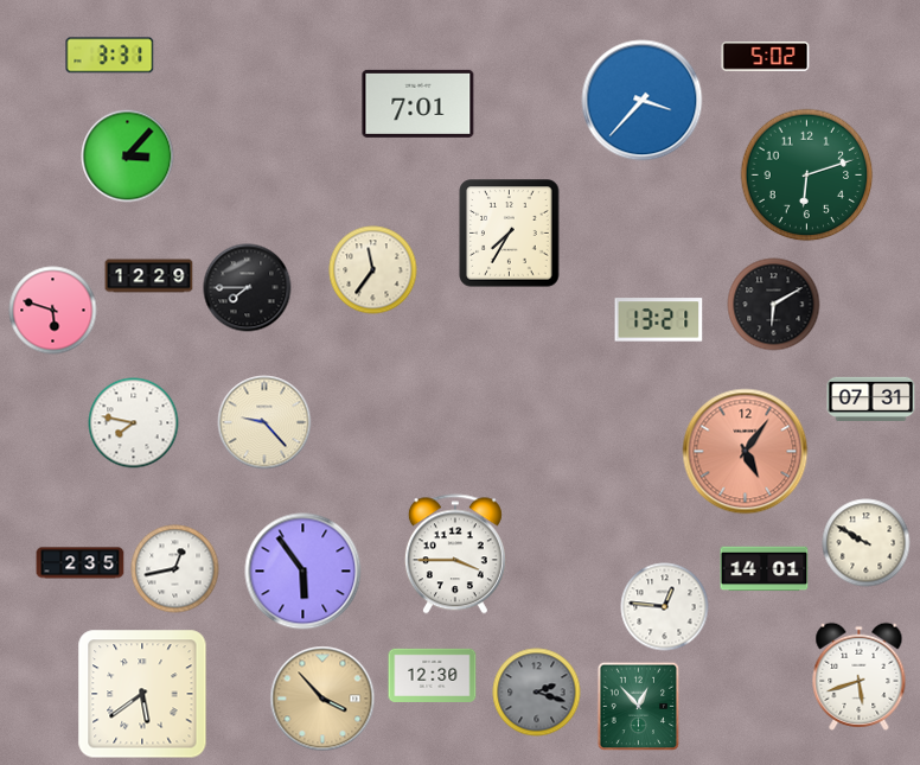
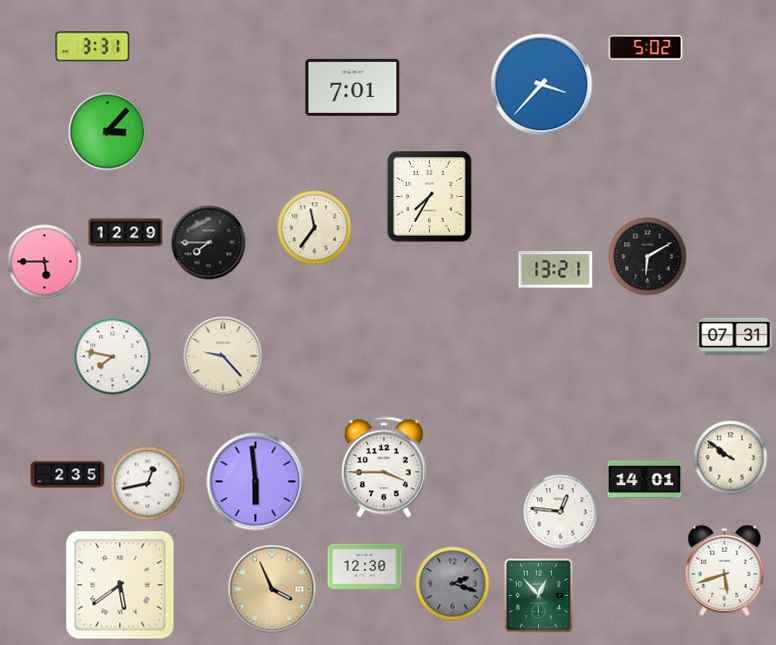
clock at (807, 176): 6:12 -> none
clock at (774, 305) position: (774, 305) -> (648, 257)
clock at (53, 311): 5:48 -> 5:45
clock at (746, 452): 5:06 -> none
clock at (867, 543): 9:50 -> 9:51
clock at (175, 569) position: (175, 569) -> (148, 484)
clock at (304, 572): 5:54 -> 5:59
clock at (433, 675) position: (433, 675) -> (365, 566)
clock at (322, 699): 3:53 -> 3:56
